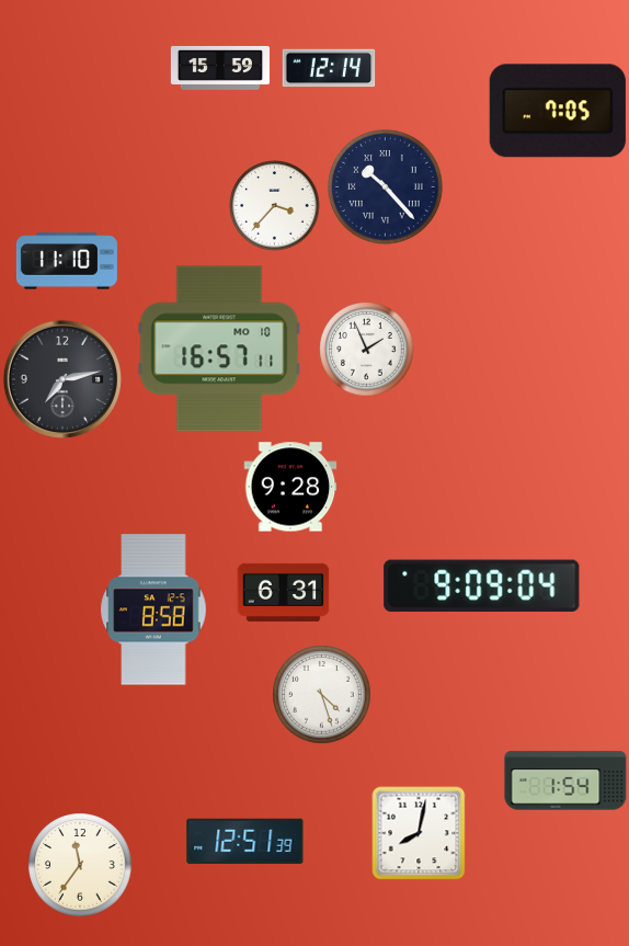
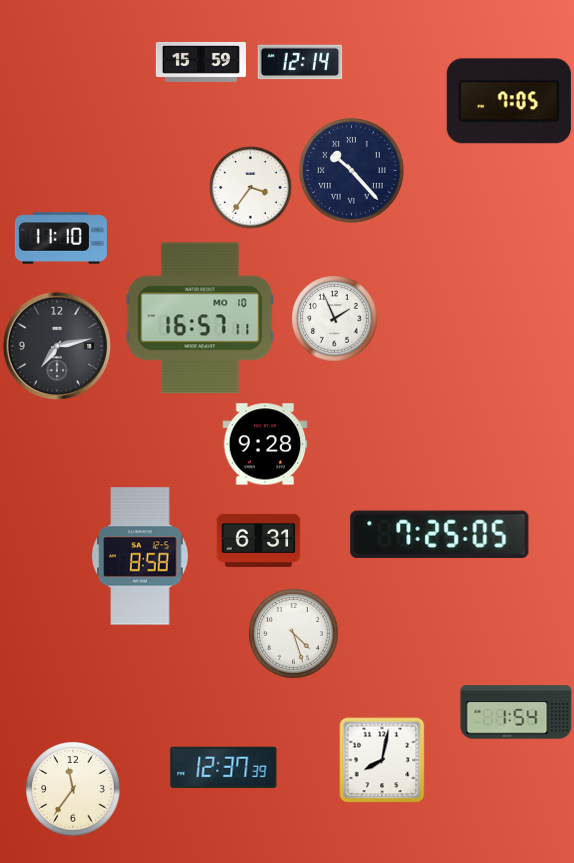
clock at (275, 206): 3:37 -> 3:36
clock at (482, 585): 9:09 -> 7:25
clock at (245, 841): 12:51 -> 12:37
